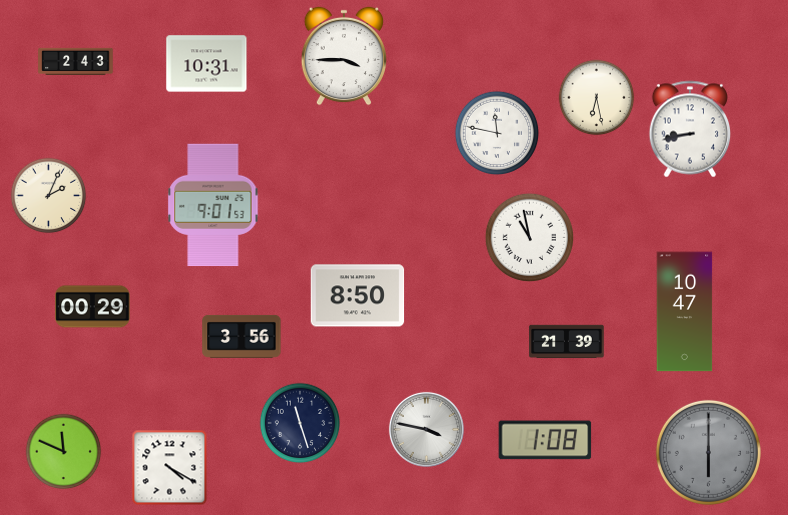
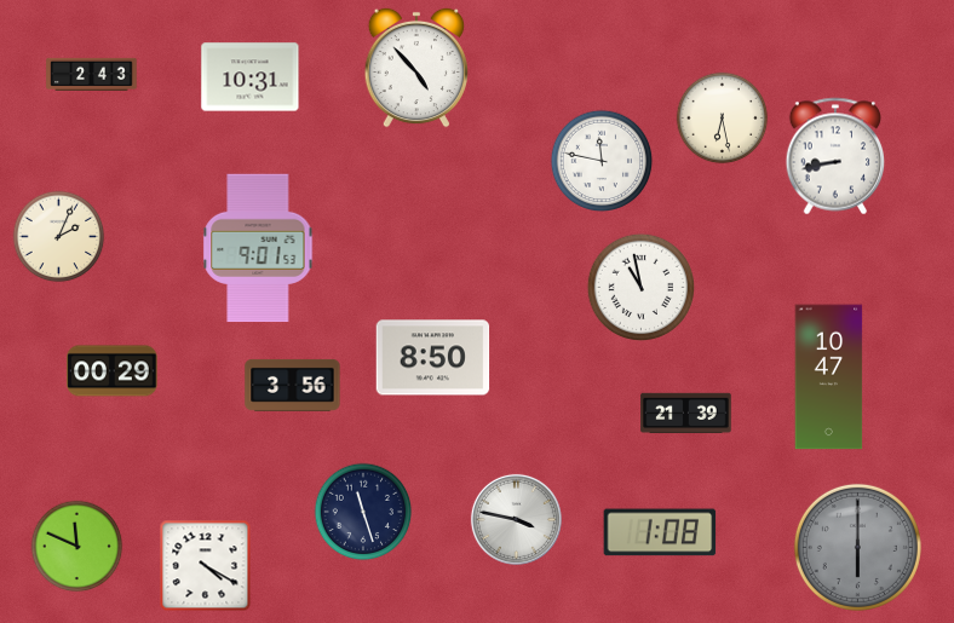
clock at (343, 56): 3:45 -> 4:53
clock at (242, 336) position: (242, 336) -> (293, 385)
